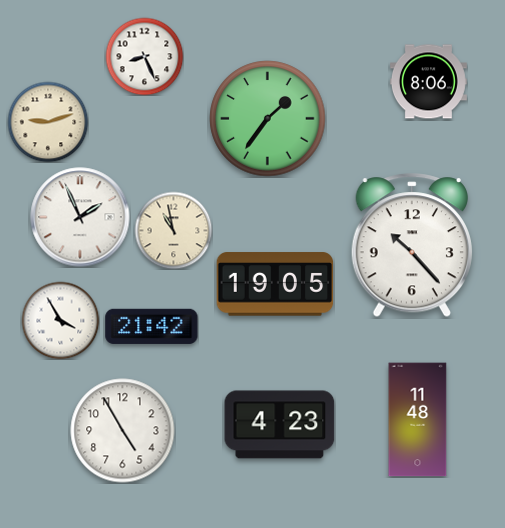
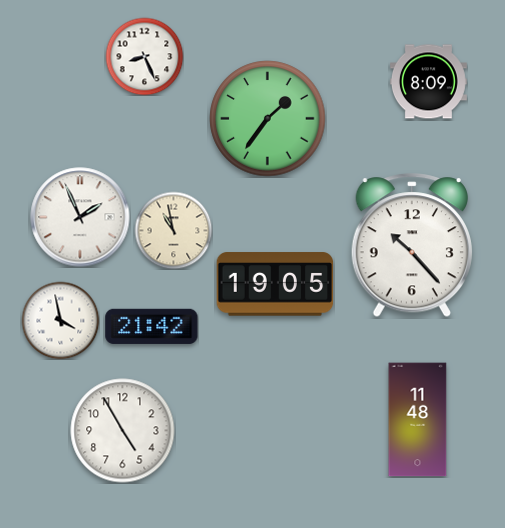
clock at (428, 82): 8:06 -> 8:09
clock at (48, 122): 9:12 -> none
clock at (60, 320): 3:55 -> 3:58
clock at (280, 425): 4:23 -> none
